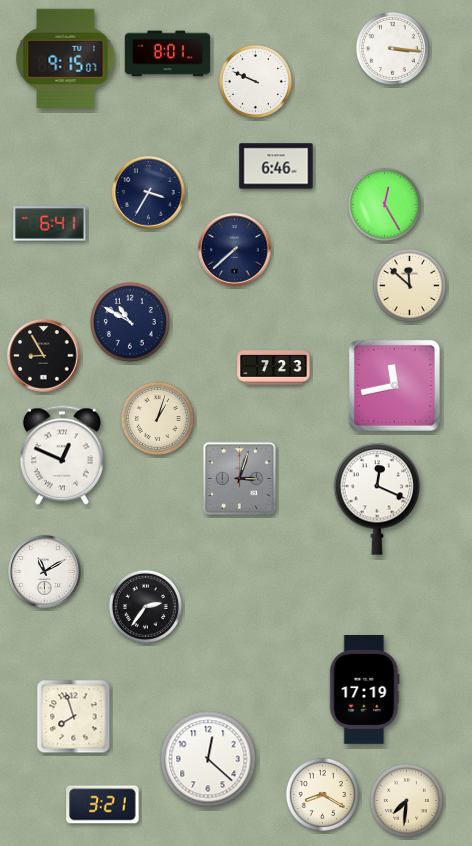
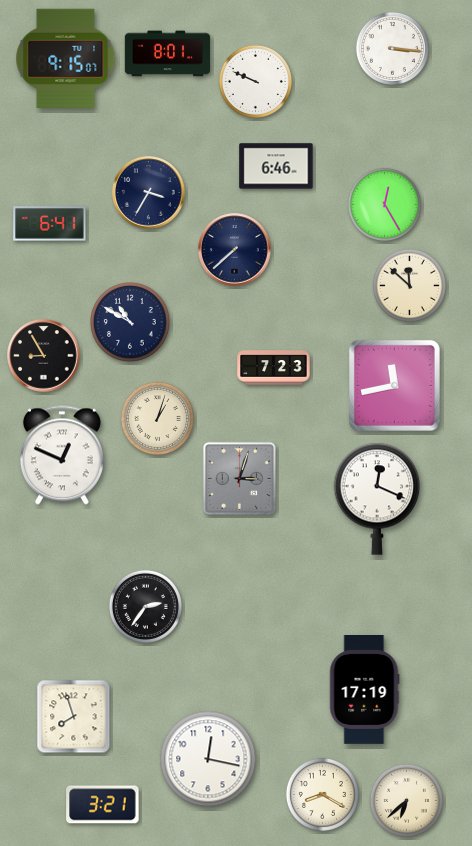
clock at (45, 572): 11:10 -> none
clock at (208, 759): 12:22 -> 12:17
clock at (406, 800): 7:31 -> 6:38
